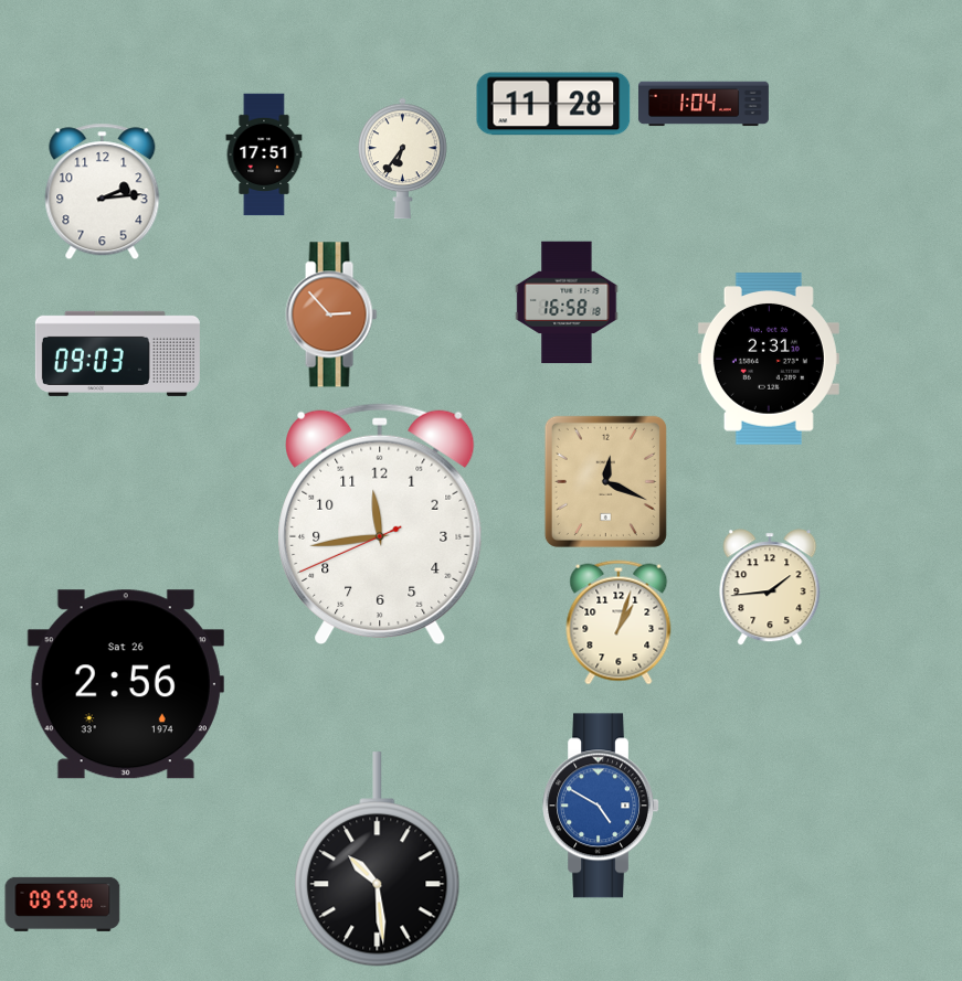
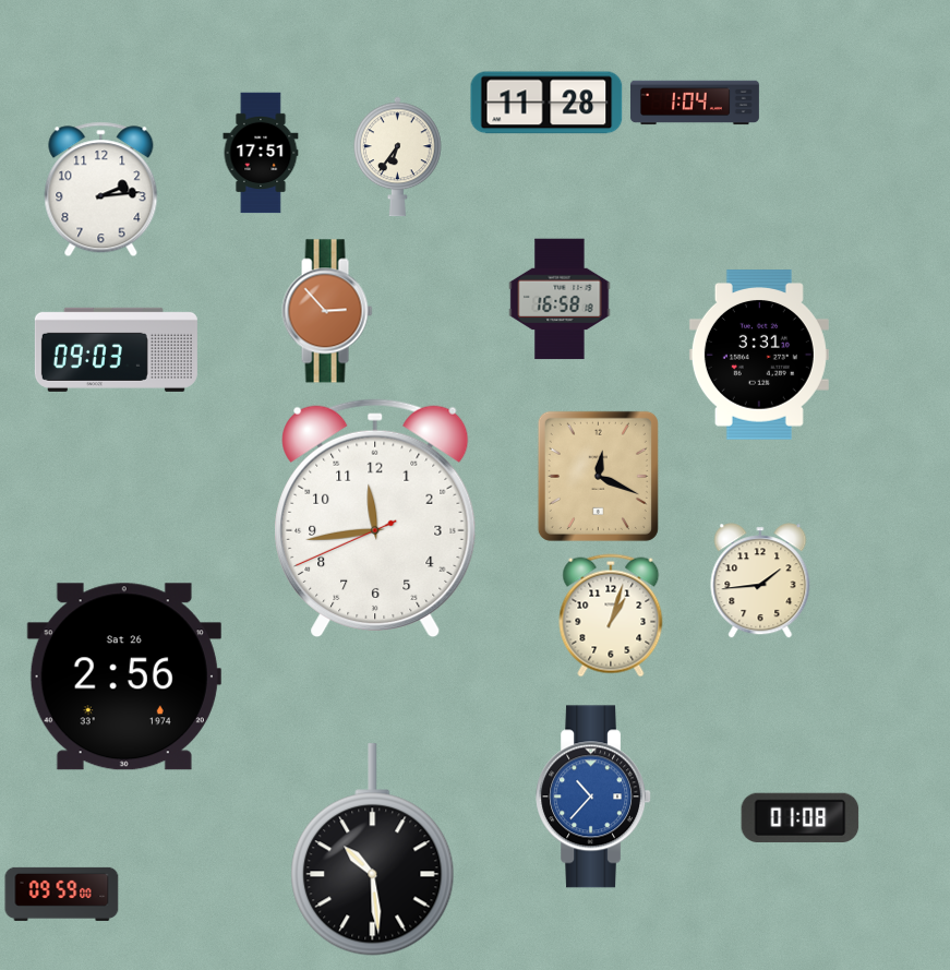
clock at (769, 359): 2:31 -> 3:31
clock at (602, 806): 4:50 -> 10:37
clock at (801, 817): none -> 01:08
